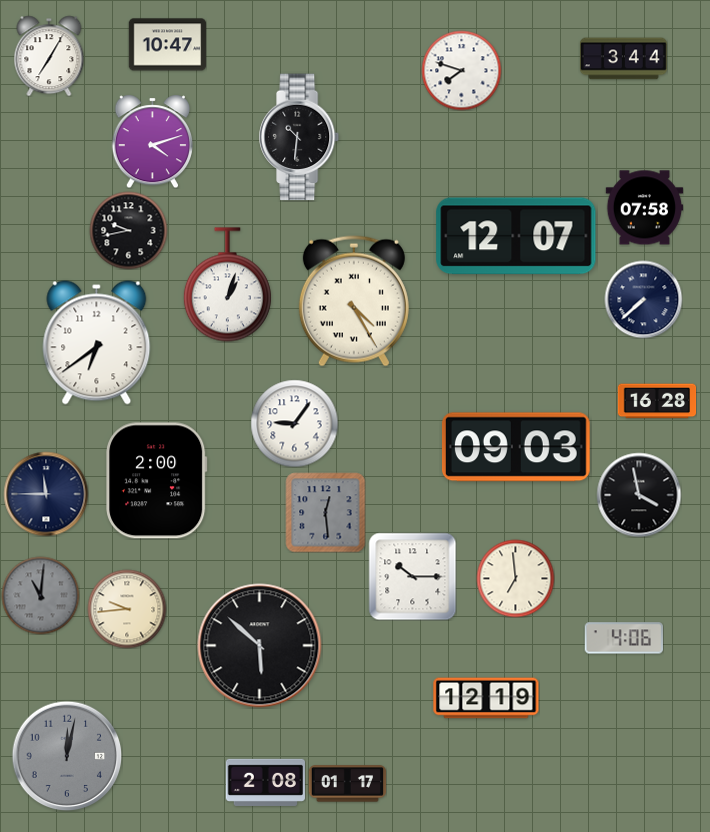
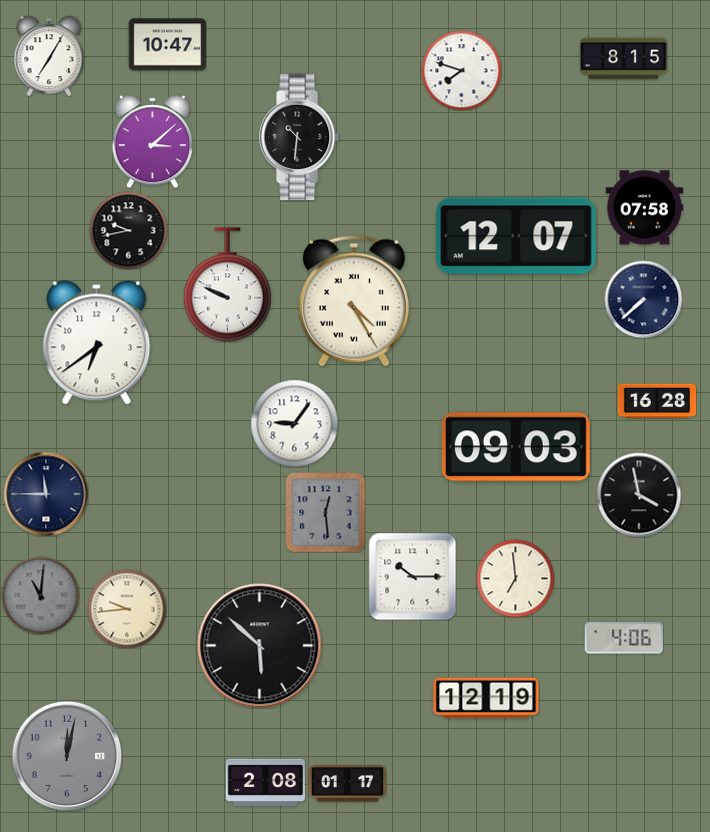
clock at (623, 59): 3:44 -> 8:15
clock at (152, 141): 4:12 -> 3:08
clock at (227, 285): 1:03 -> 9:49
clock at (157, 481): 2:00 -> none
